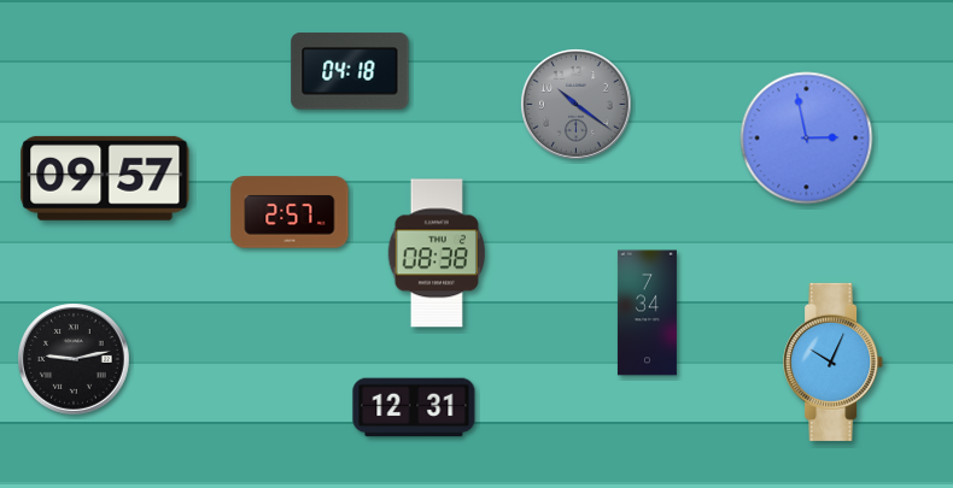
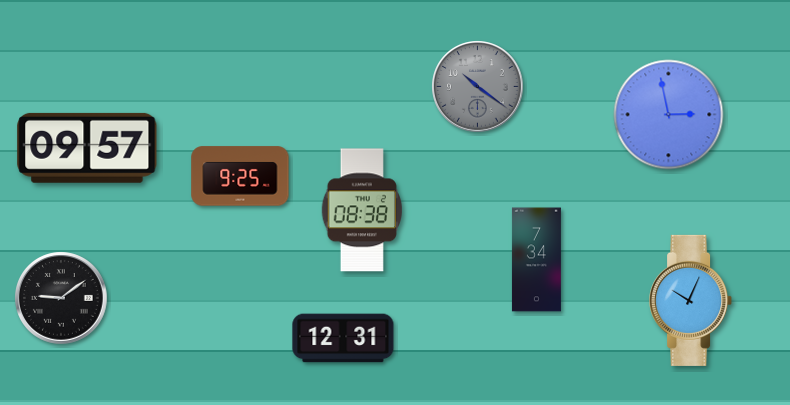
clock at (350, 71): 04:18 -> none
clock at (290, 212): 2:57 -> 9:25
clock at (74, 359): 9:13 -> 9:09
